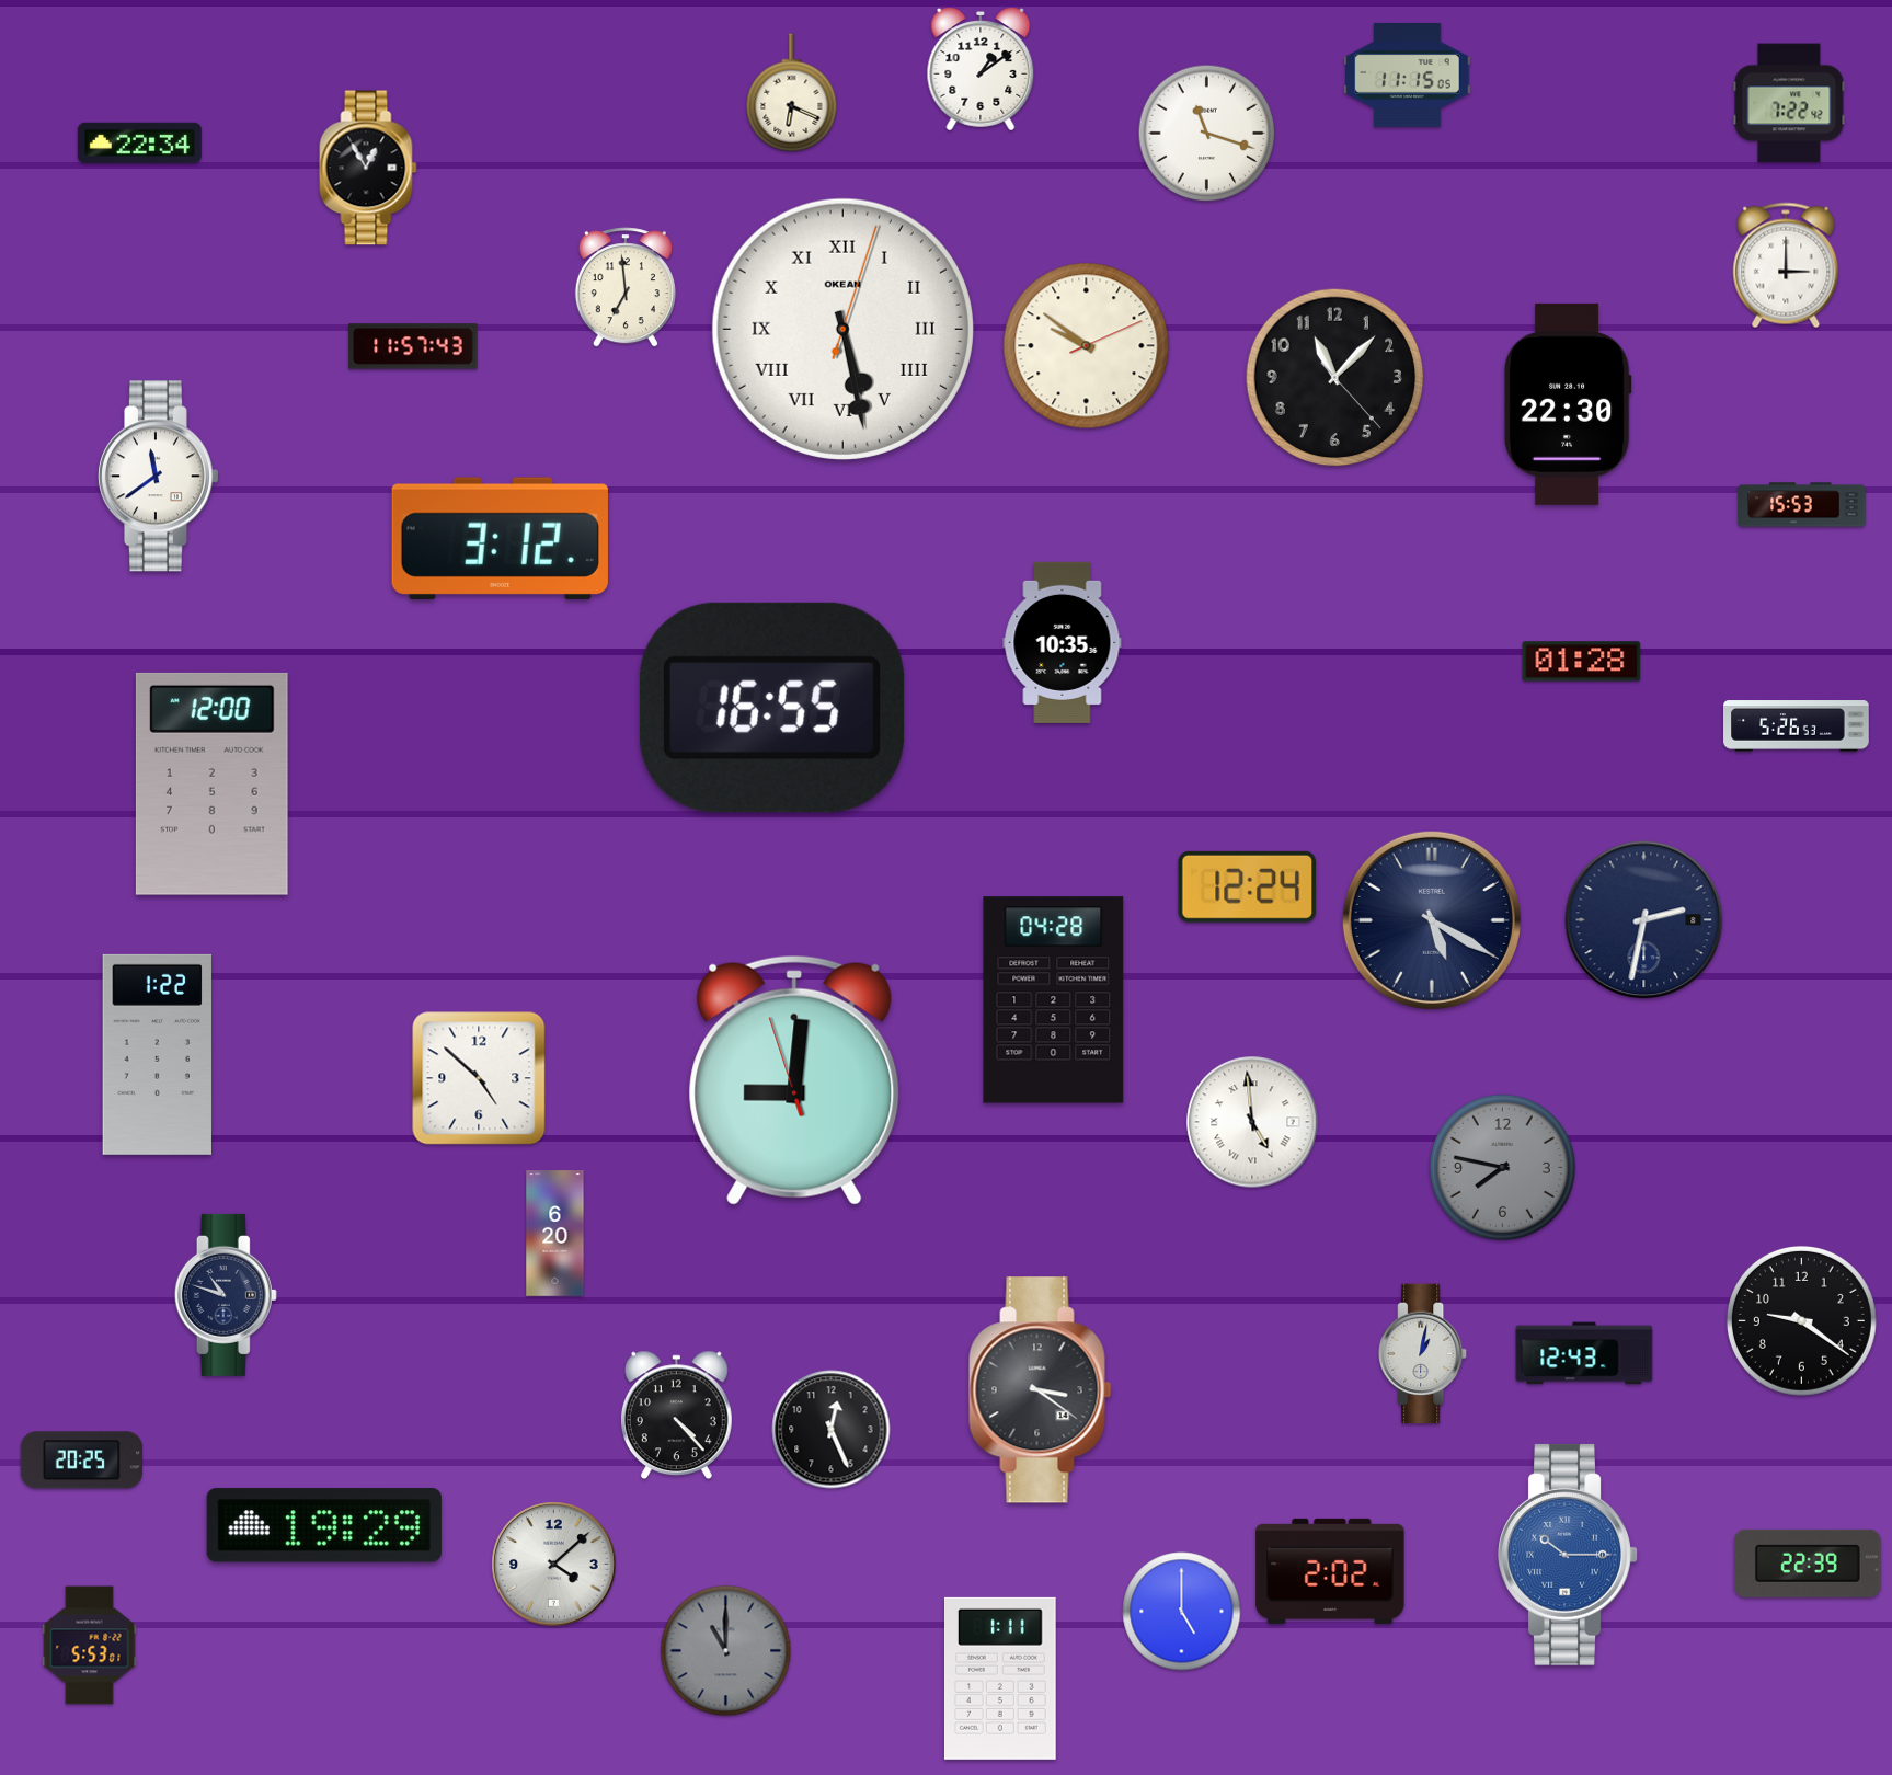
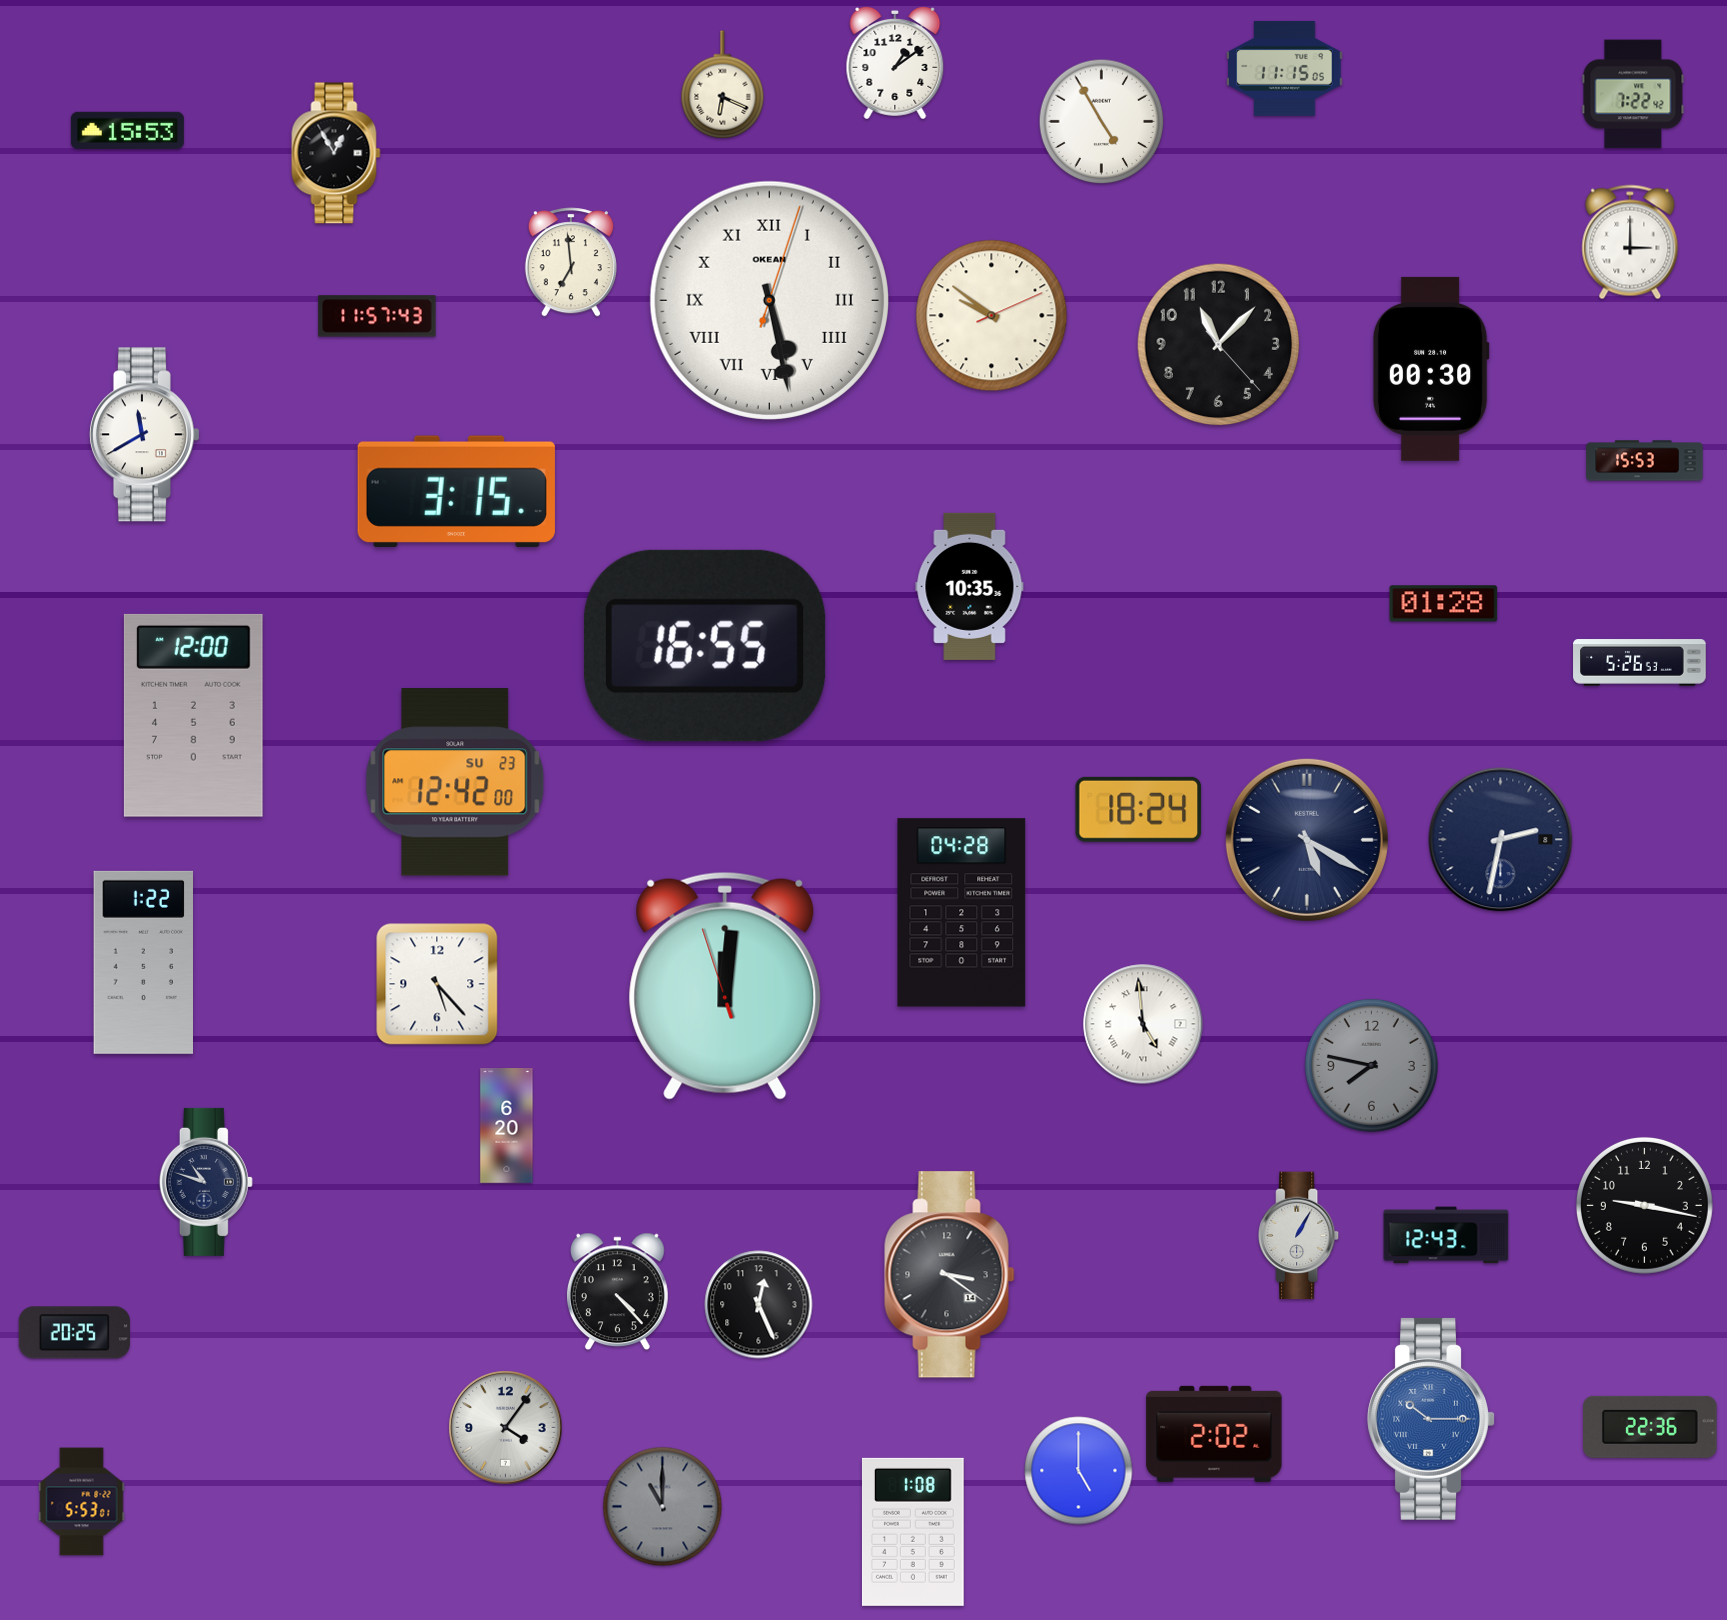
clock at (1207, 134): 11:18 -> 4:55
clock at (139, 142): 22:34 -> 15:53
clock at (1568, 404): 22:30 -> 00:30
clock at (158, 477): 11:39 -> 11:40
clock at (500, 538): 3:12 -> 3:15
clock at (455, 782): none -> 12:42
clock at (1248, 886): 12:24 -> 18:24
clock at (479, 1078): 4:52 -> 5:23
clock at (794, 1080): 9:00 -> 12:00
clock at (1801, 1320): 9:21 -> 9:17
clock at (1423, 1354): 1:02 -> 1:05
clock at (1041, 1390) position: (1041, 1390) -> (950, 1275)
clock at (324, 1525): 19:29 -> none
clock at (1808, 1564): 22:39 -> 22:36
clock at (554, 1565): 4:08 -> 4:06
clock at (1000, 1679): 1:11 -> 1:08
